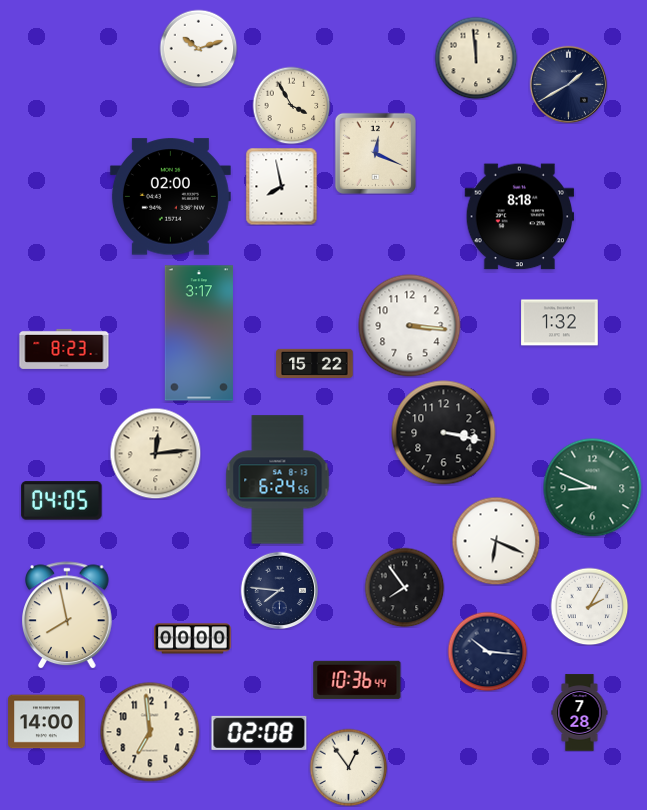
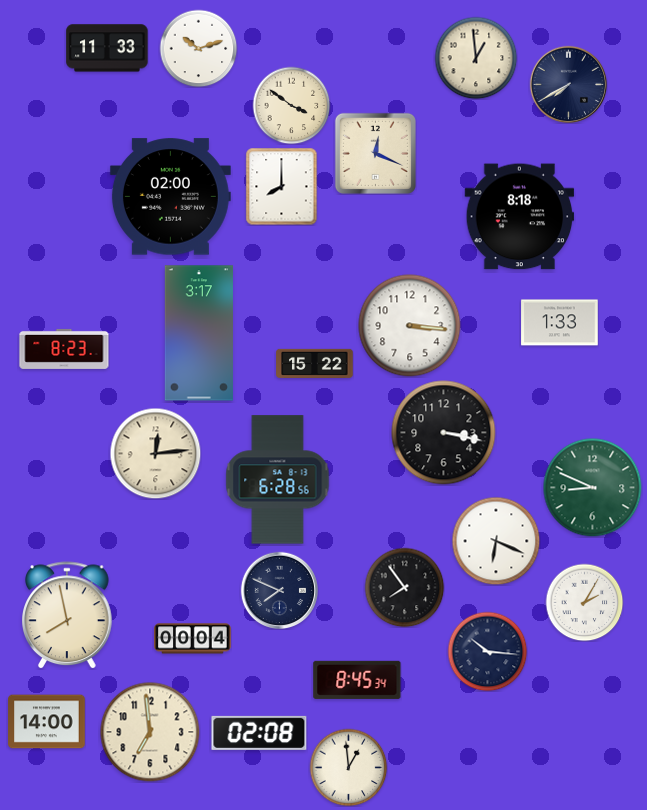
clock at (107, 48): none -> 11:33
clock at (476, 58): 11:59 -> 12:59
clock at (568, 84): 1:40 -> 7:40
clock at (291, 105): 3:55 -> 3:51
clock at (282, 186): 7:58 -> 8:00
clock at (560, 323): 1:32 -> 1:33
clock at (278, 480): 6:24 -> 6:28
clock at (62, 501): 04:05 -> none
clock at (279, 590): 7:46 -> 7:49
clock at (589, 606) position: (589, 606) -> (584, 602)
clock at (193, 639): 00:00 -> 00:04
clock at (357, 680): 10:36 -> 8:45
clock at (580, 713): 7:28 -> none
clock at (348, 767): 12:54 -> 12:59
